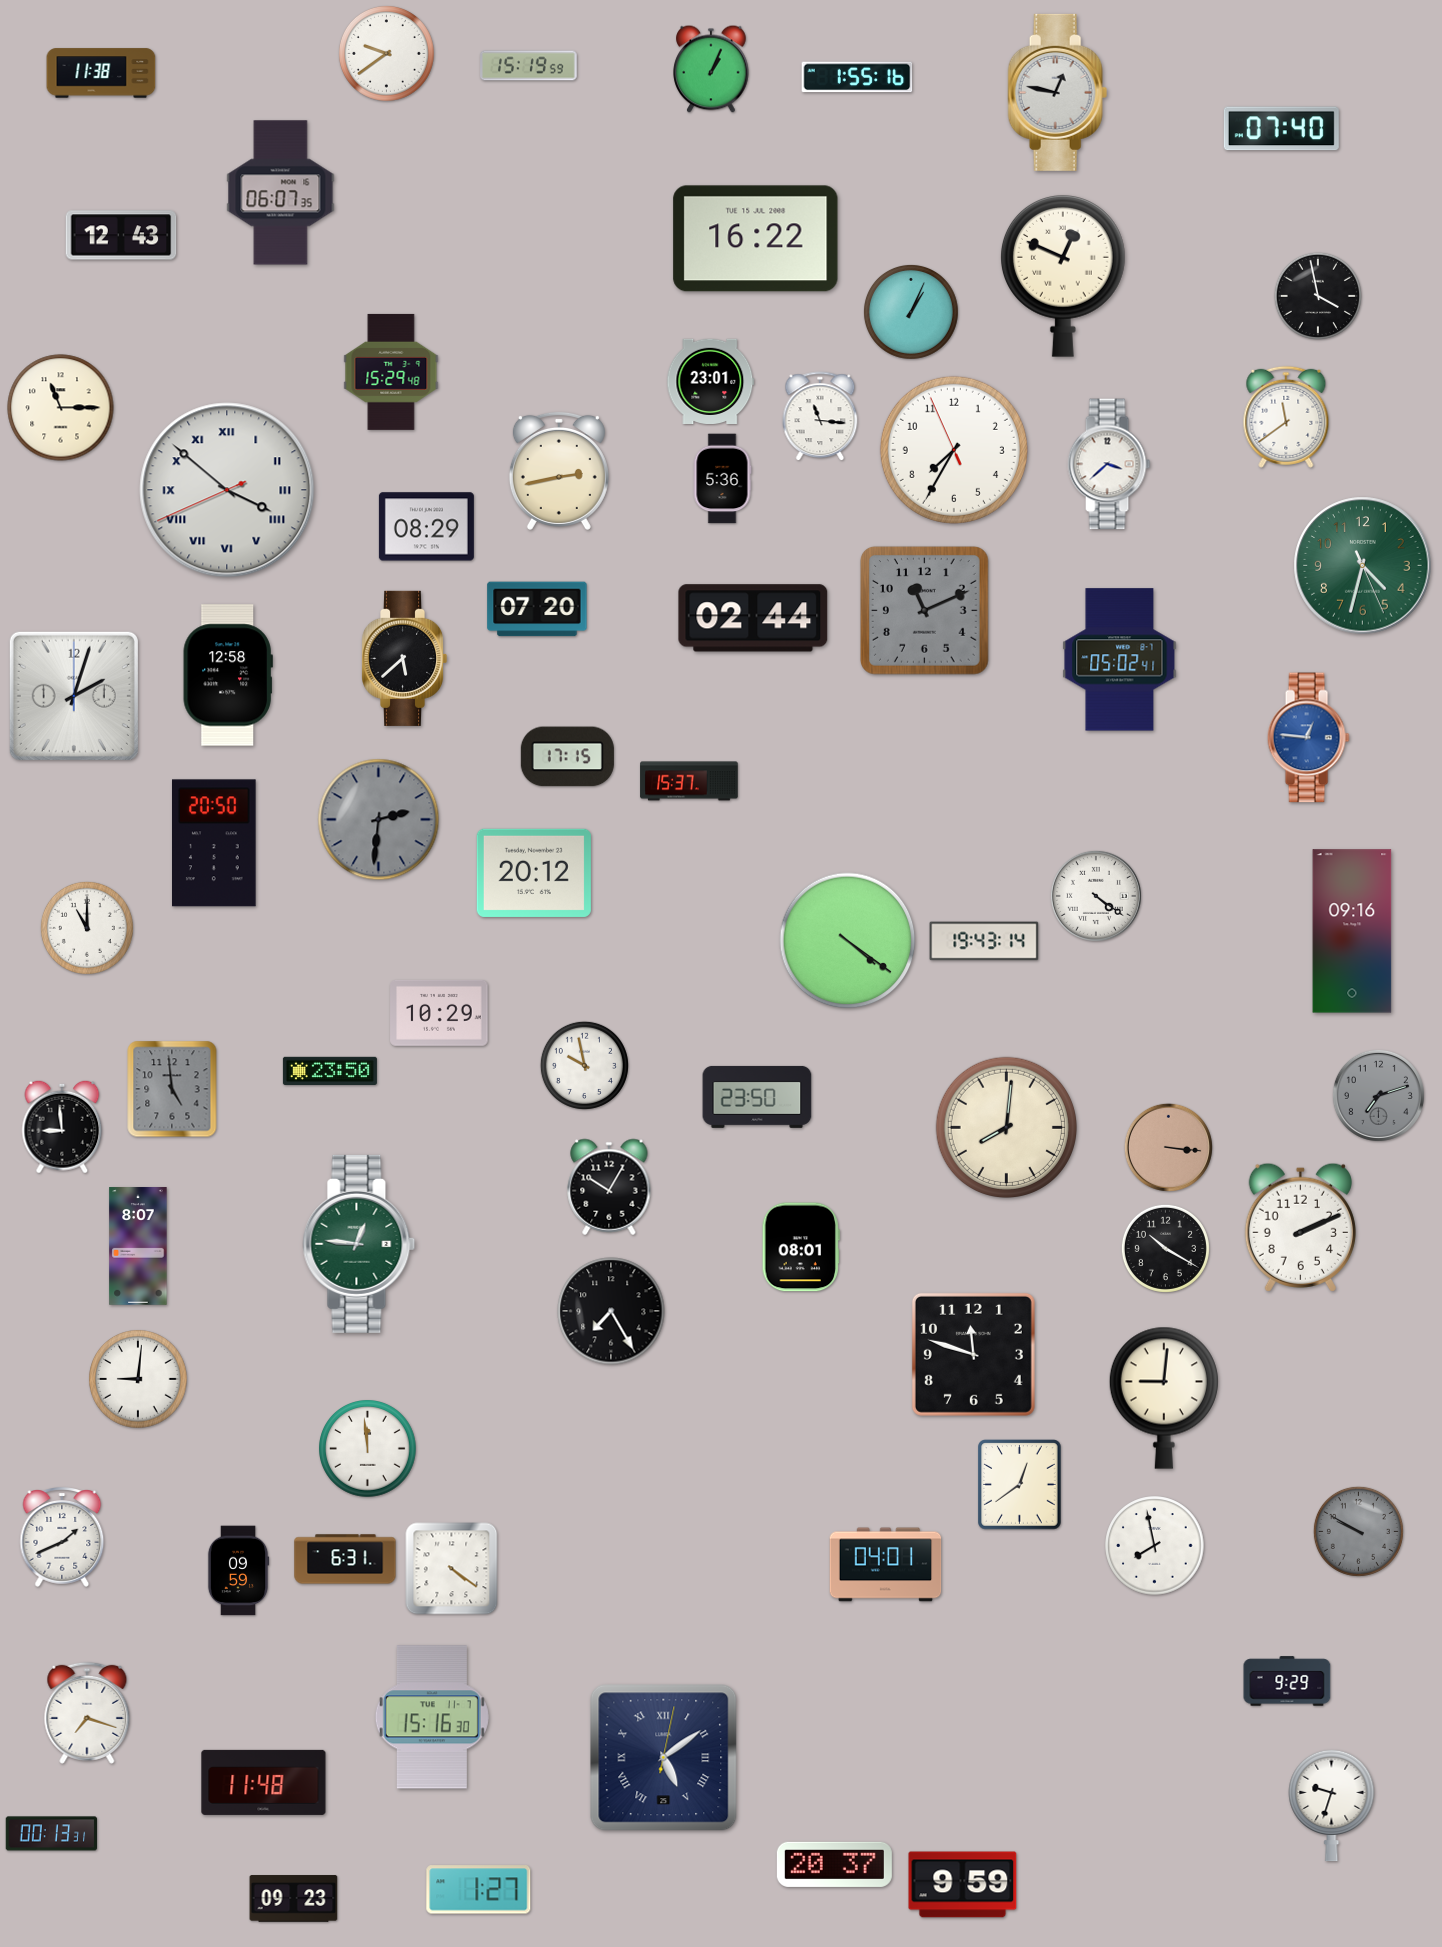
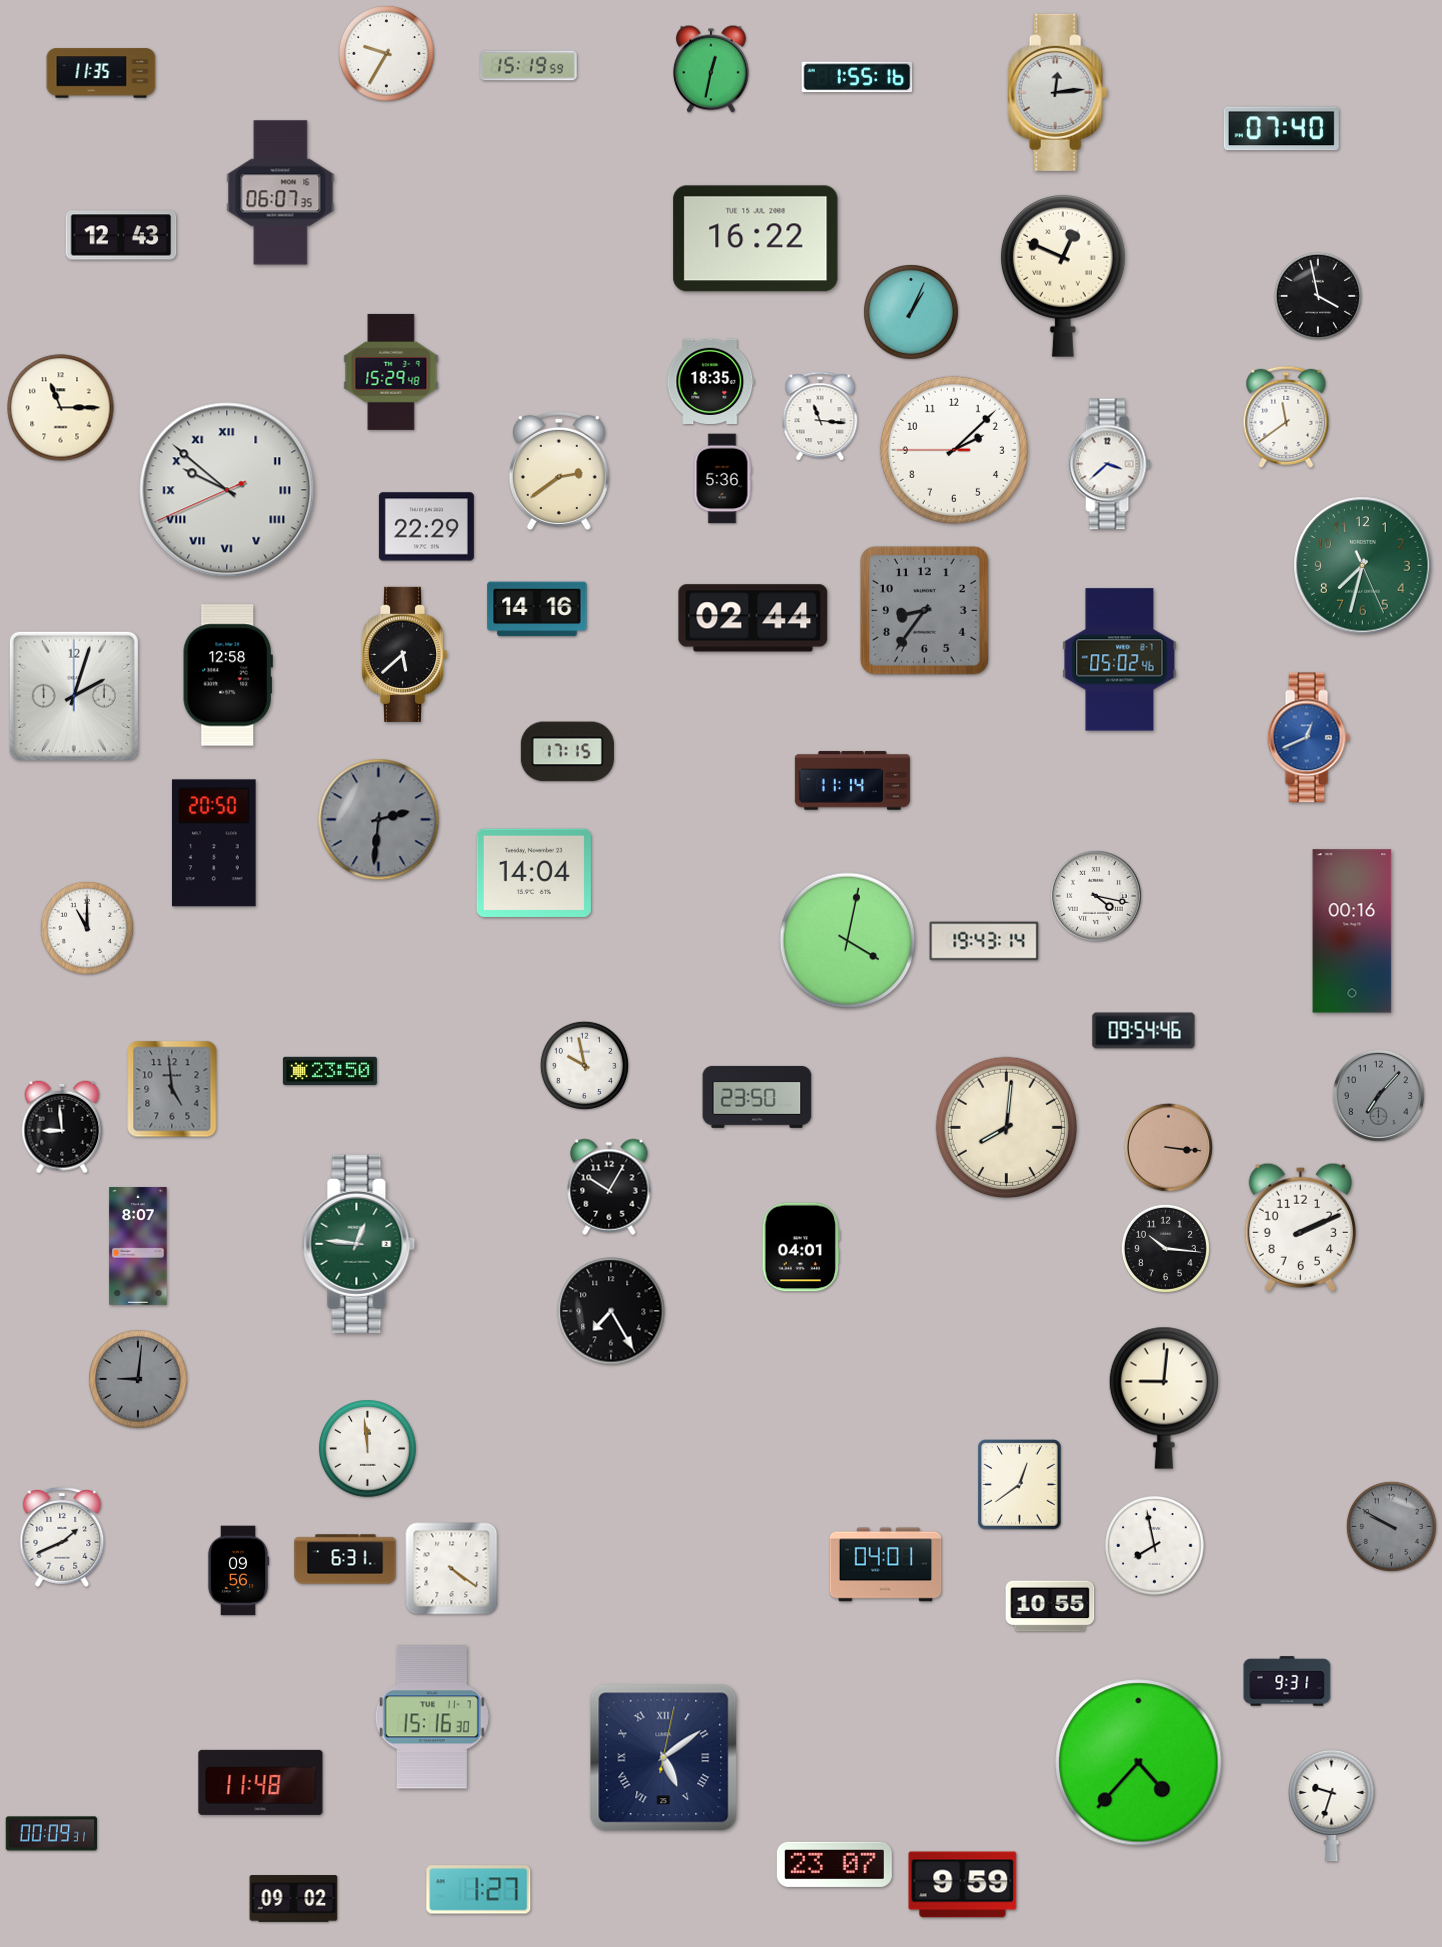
clock at (386, 53): 9:39 -> 9:35
clock at (711, 69): 1:04 -> 12:32
clock at (101, 73): 11:38 -> 11:35
clock at (1058, 92): 12:47 -> 12:14
clock at (711, 381): 23:01 -> 18:35
clock at (954, 450): 7:34 -> 2:07
clock at (559, 471): 2:43 -> 2:39
clock at (227, 490): 3:51 -> 9:51
clock at (426, 527): 08:29 -> 22:29
clock at (1363, 566): 4:32 -> 7:32
clock at (537, 609): 07:20 -> 14:16
clock at (924, 610): 11:11 -> 8:36
clock at (405, 658) position: (405, 658) -> (405, 654)
clock at (1120, 660): 05:02:41 -> 05:02:46
clock at (1308, 738): 12:46 -> 12:41
clock at (567, 757) position: (567, 757) -> (567, 752)
clock at (689, 781): 15:37 -> none
clock at (852, 781): none -> 11:14
clock at (534, 873): 20:12 -> 14:04
clock at (1096, 896): 4:21 -> 4:17
clock at (1352, 931): 09:16 -> 00:16
clock at (848, 941): 4:21 -> 4:02
clock at (439, 1013): 10:29 -> none
clock at (1144, 1031): none -> 09:54
clock at (1378, 1095): 7:12 -> 7:07
clock at (801, 1247): 08:01 -> 04:01
clock at (1165, 1248): 10:20 -> 10:16
clock at (973, 1354): 11:48 -> none
clock at (138, 1379) dial: white -> grey
clock at (1358, 1531) position: (1358, 1531) -> (1391, 1526)
clock at (238, 1571): 09:59 -> 09:56
clock at (1050, 1606): none -> 10:55
clock at (1287, 1681): 9:29 -> 9:31
clock at (87, 1713): 7:18 -> none
clock at (1139, 1763): none -> 4:37
clock at (264, 1782) position: (264, 1782) -> (261, 1782)
clock at (52, 1834): 00:13 -> 00:09
clock at (834, 1864): 20:37 -> 23:07
clock at (294, 1899): 09:23 -> 09:02
